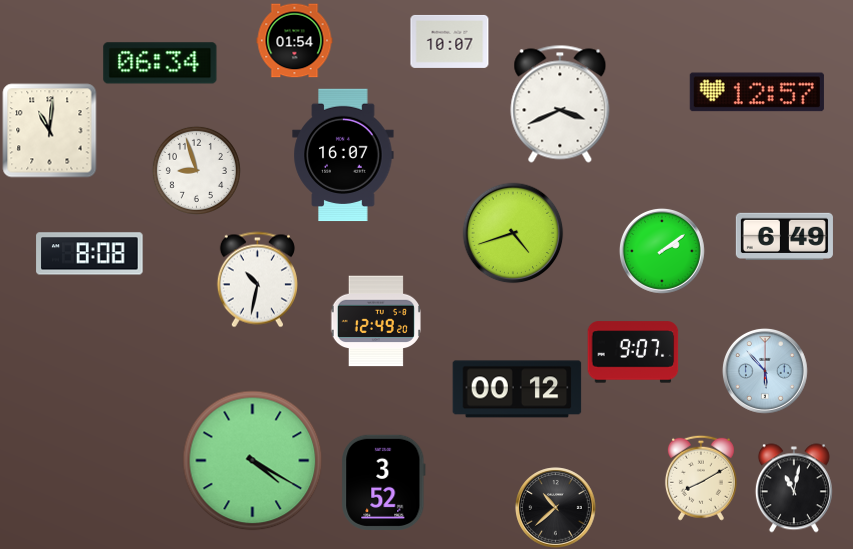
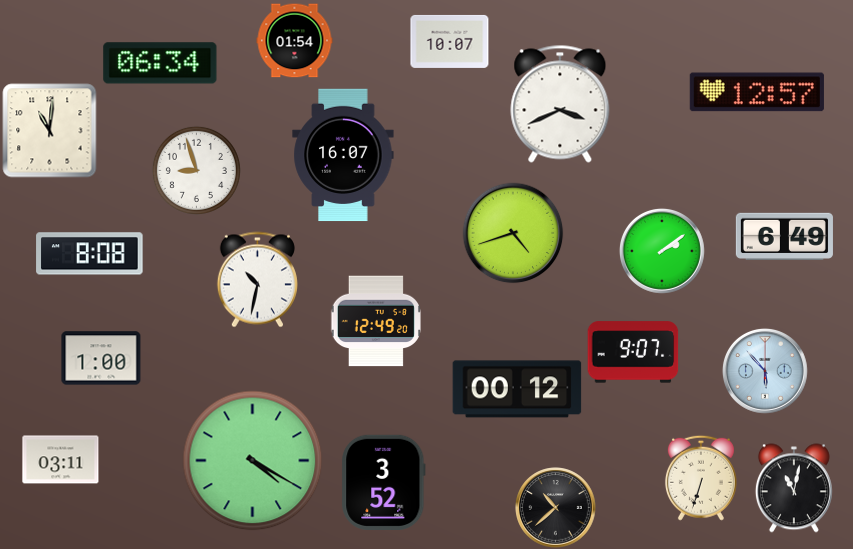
clock at (101, 358): none -> 1:00
clock at (61, 460): none -> 03:11
clock at (701, 478): 8:10 -> 6:33
